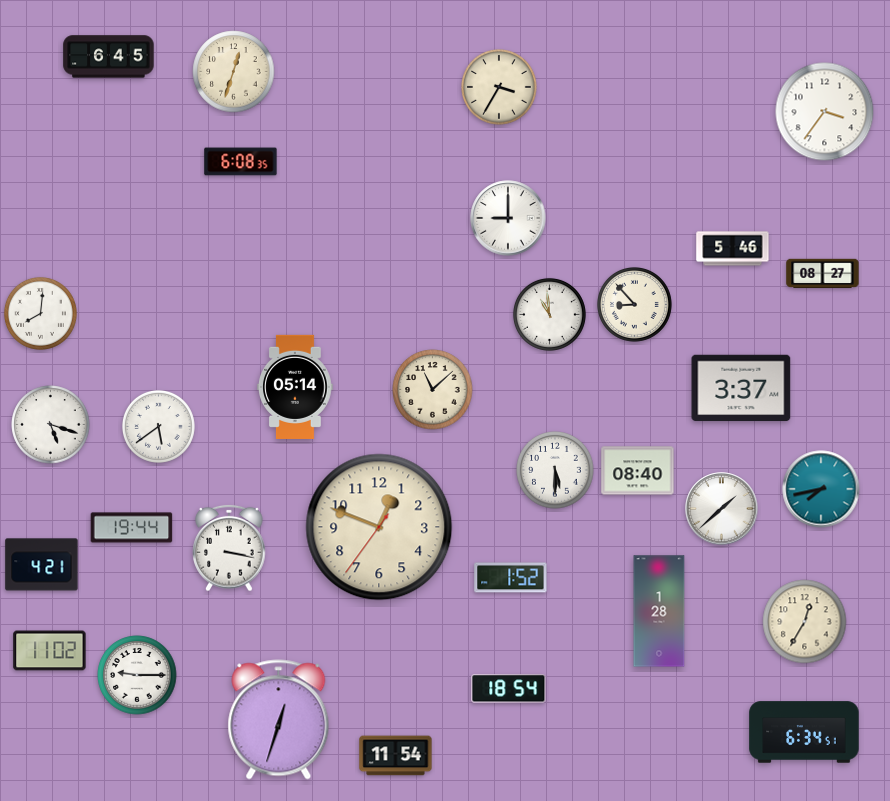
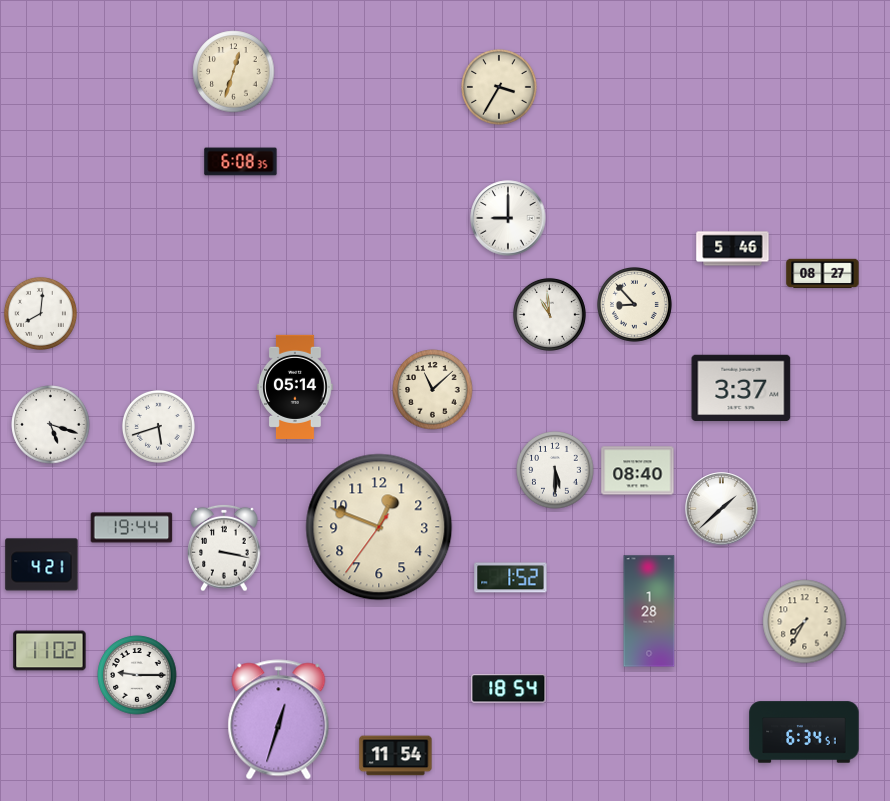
clock at (109, 57): 6:45 -> none
clock at (825, 112): 3:36 -> none
clock at (158, 426): 5:39 -> 5:42
clock at (821, 489): 7:43 -> none
clock at (229, 548) position: (229, 548) -> (224, 548)
clock at (659, 611) position: (659, 611) -> (649, 611)
clock at (805, 622): 12:35 -> 7:35
